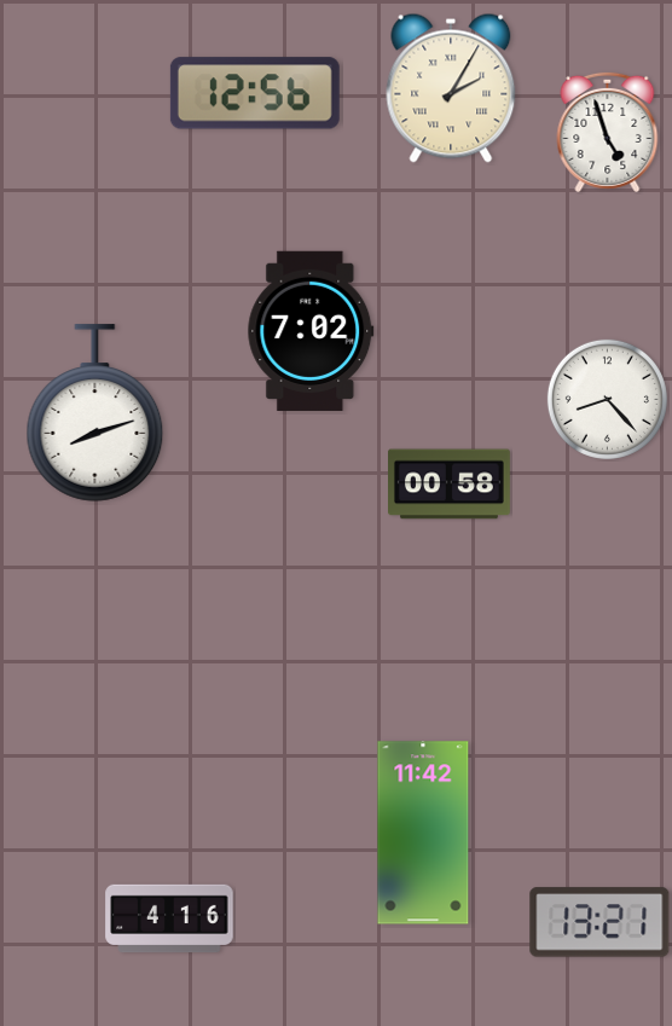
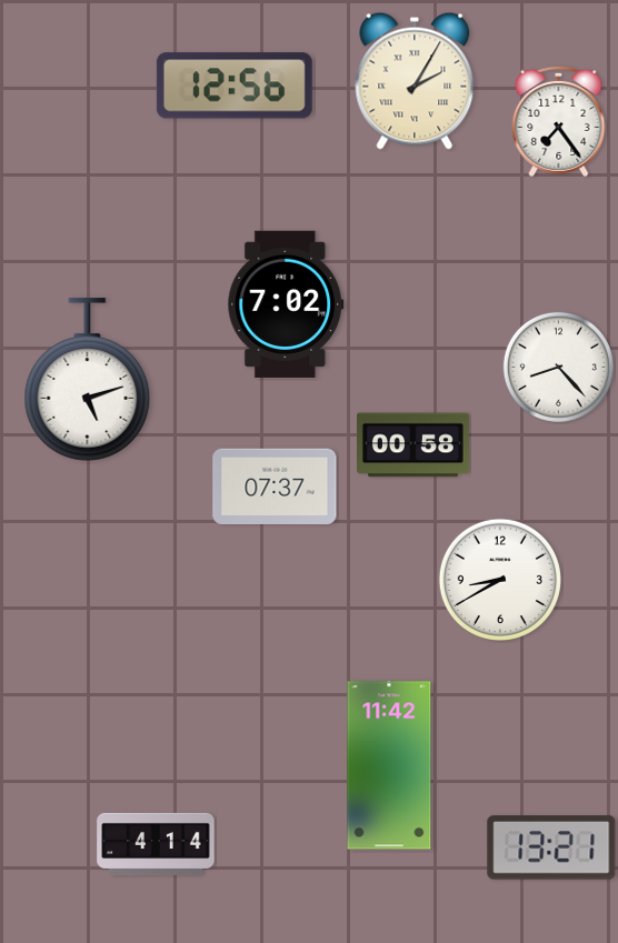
clock at (608, 132): 4:57 -> 7:24
clock at (95, 413): 8:12 -> 5:12
clock at (275, 485): none -> 07:37
clock at (500, 580): none -> 8:40
clock at (169, 918): 4:16 -> 4:14
